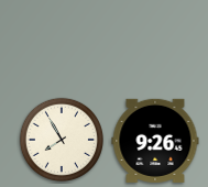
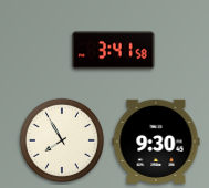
clock at (114, 51): none -> 3:41
clock at (155, 141): 9:26 -> 9:30
